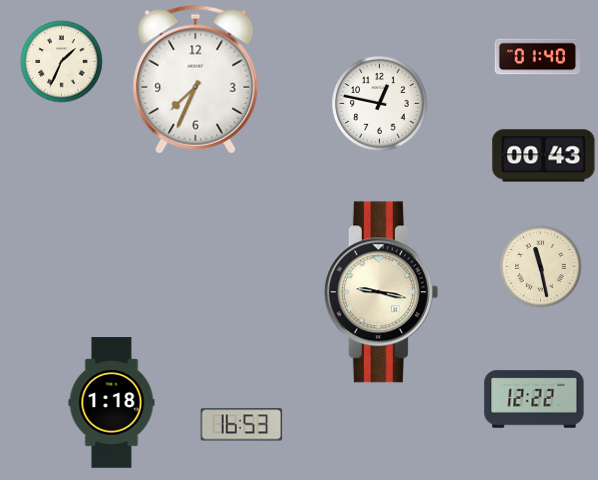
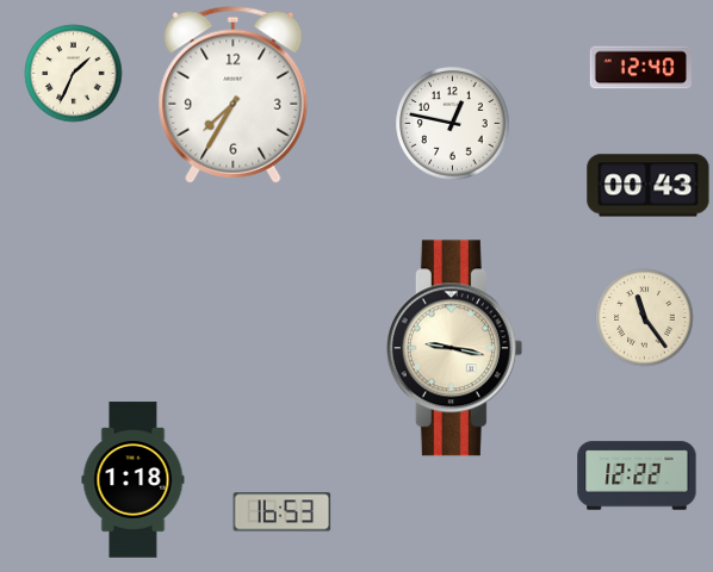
clock at (538, 57): 01:40 -> 12:40
clock at (196, 79): 7:34 -> 7:35
clock at (541, 267): 11:28 -> 11:24
clock at (242, 425) position: (242, 425) -> (283, 512)
